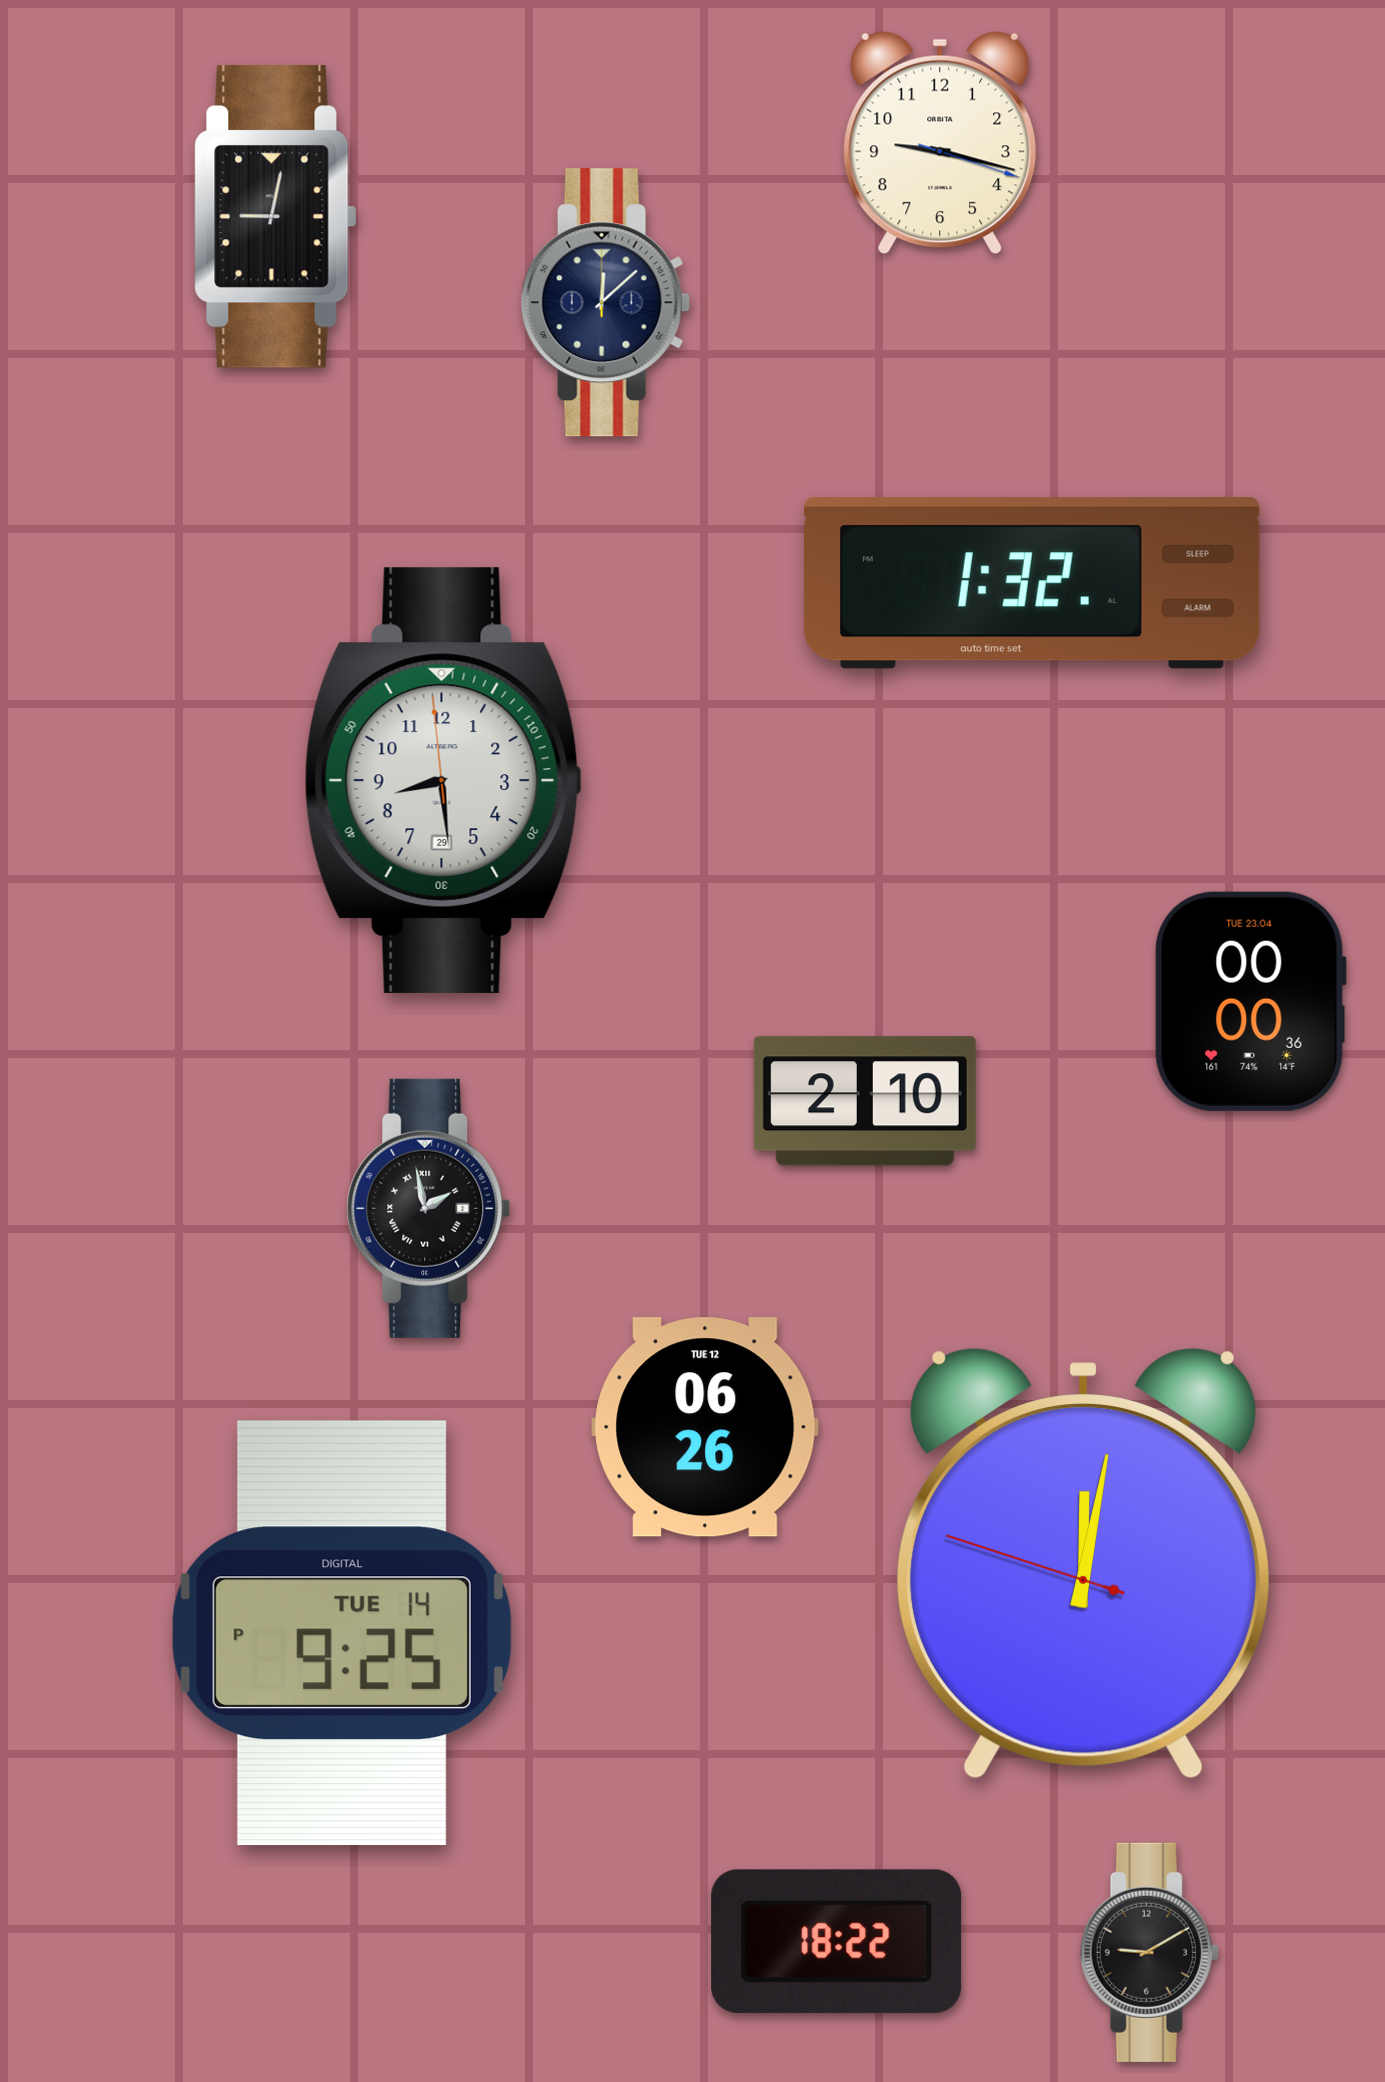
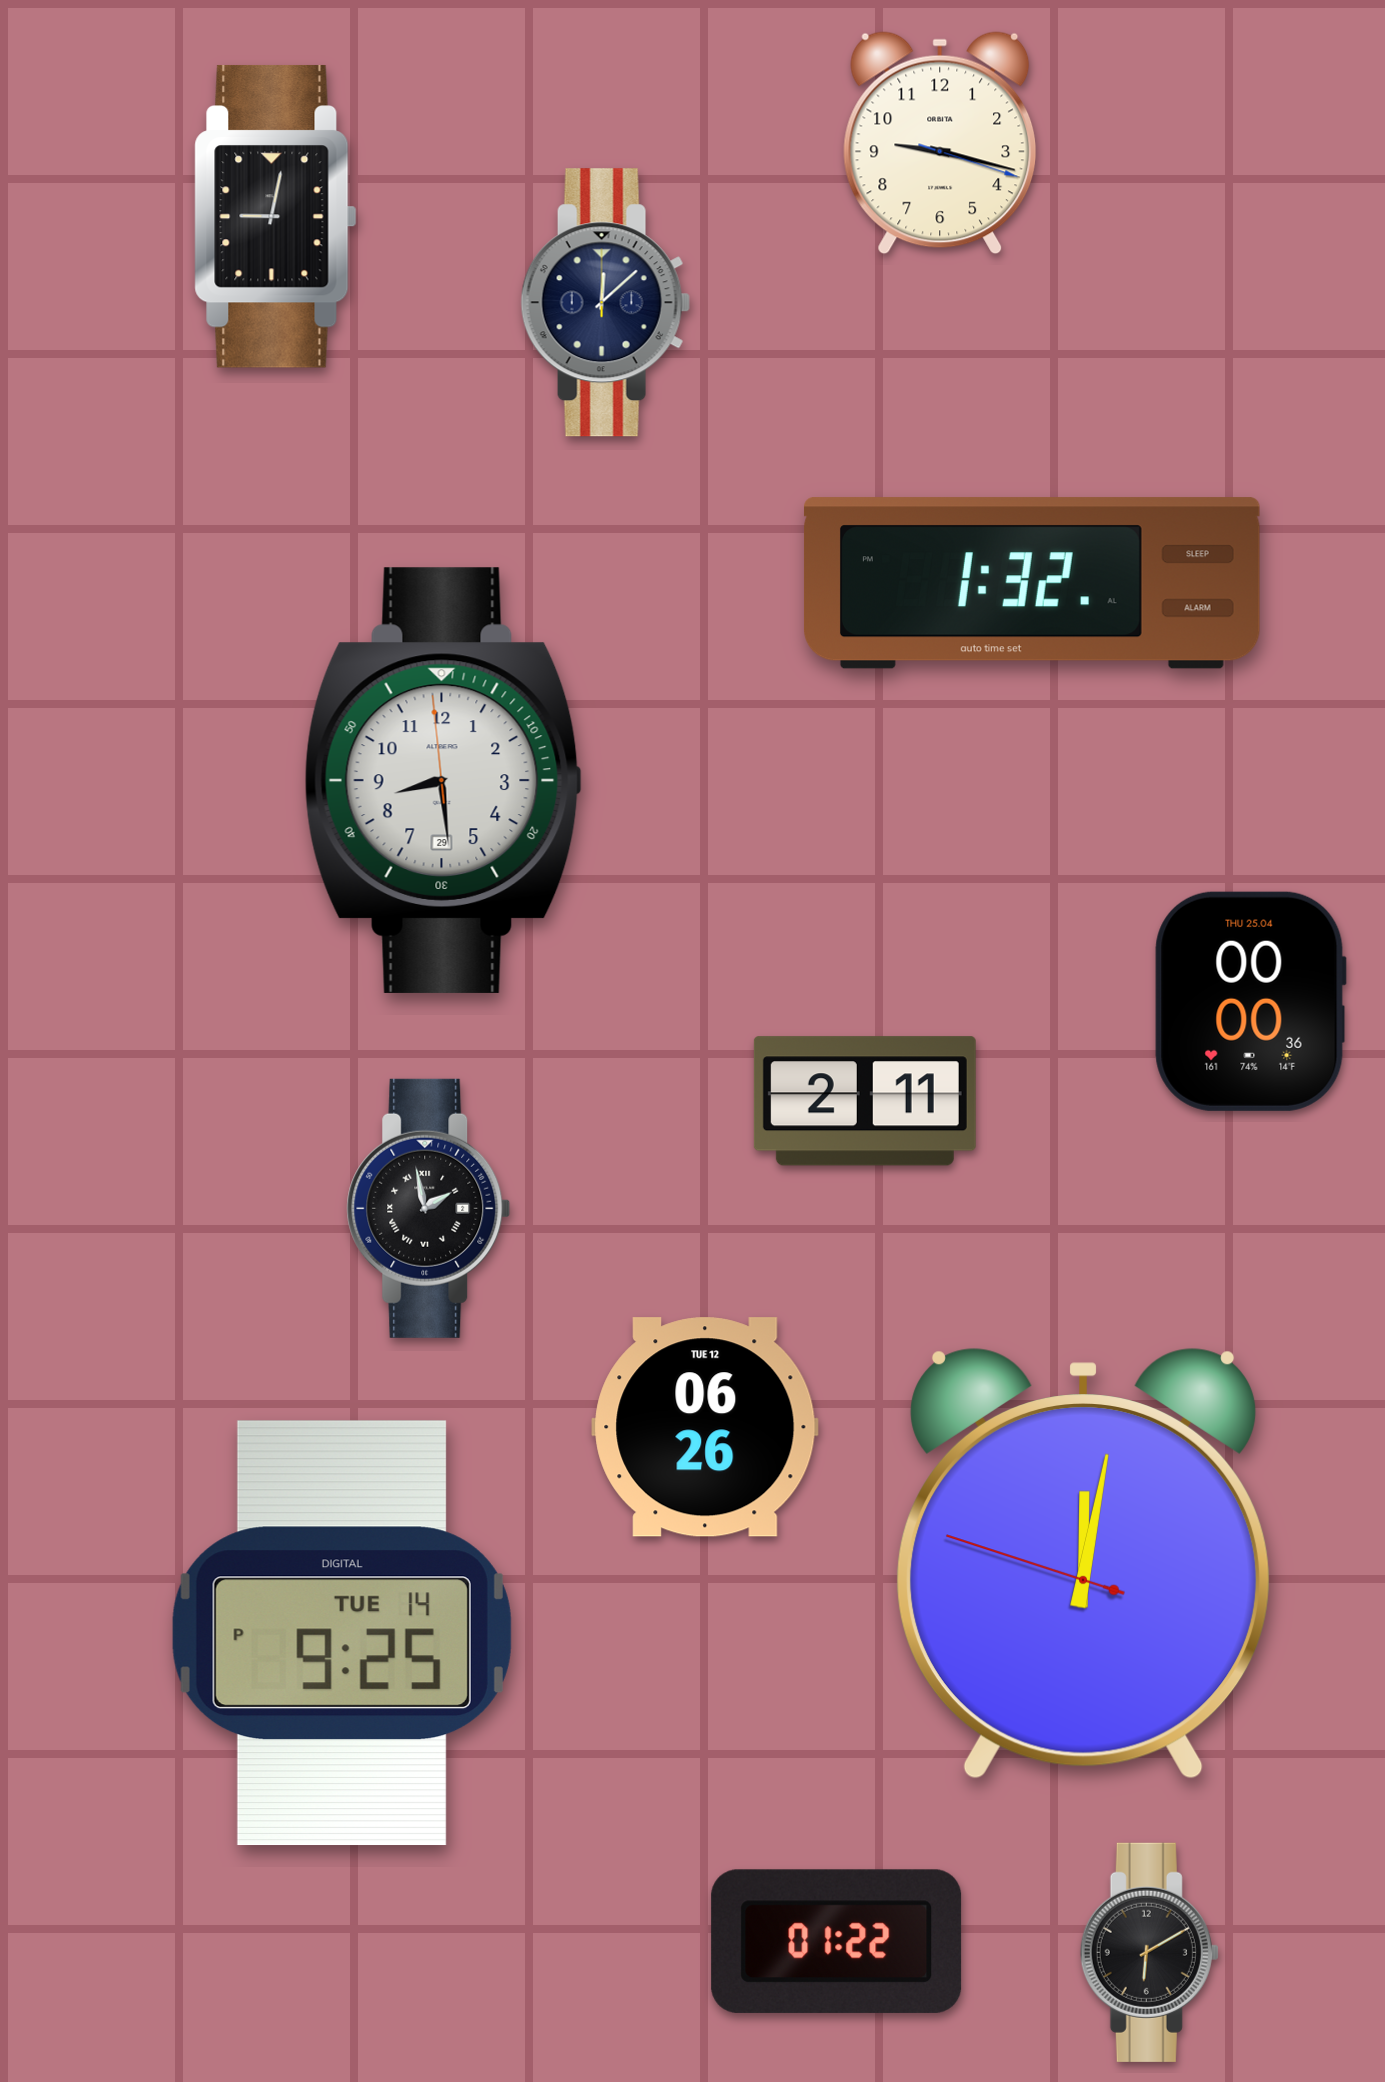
clock at (1250, 1001) date: TUE 23.04 -> THU 25.04
clock at (865, 1101): 2:10 -> 2:11
clock at (837, 1941): 18:22 -> 01:22
clock at (1149, 1952): 9:10 -> 6:10
